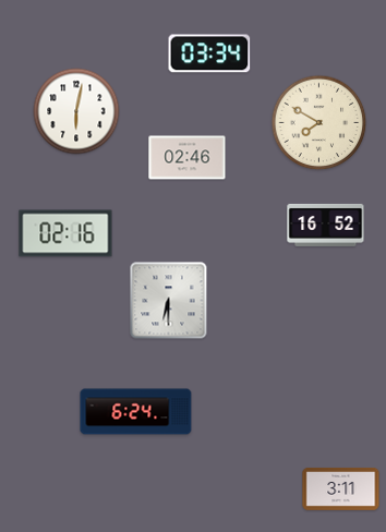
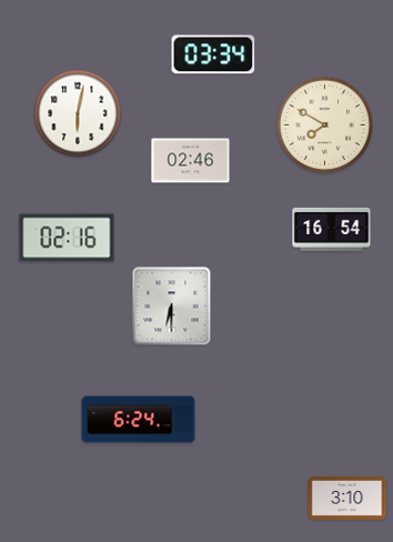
clock at (326, 225): 16:52 -> 16:54
clock at (341, 488): 3:11 -> 3:10
